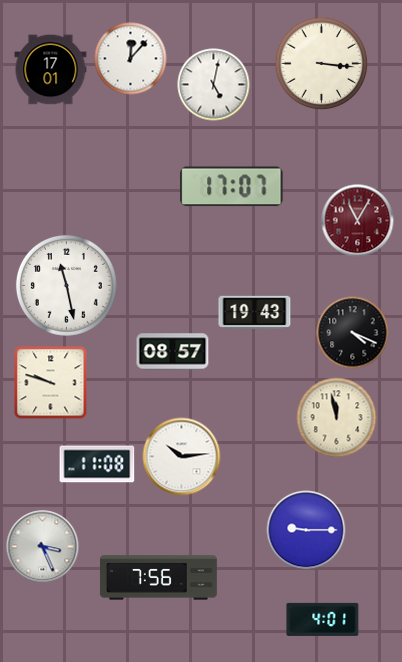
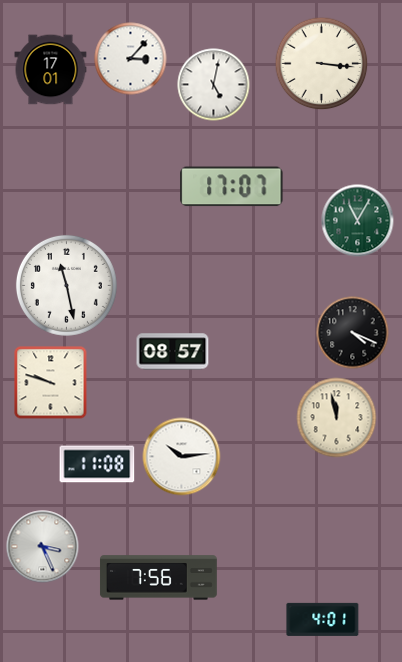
clock at (131, 59): 12:07 -> 3:07
clock at (358, 221) dial: burgundy -> green
clock at (255, 313): 19:43 -> none
clock at (306, 530): 9:15 -> none
